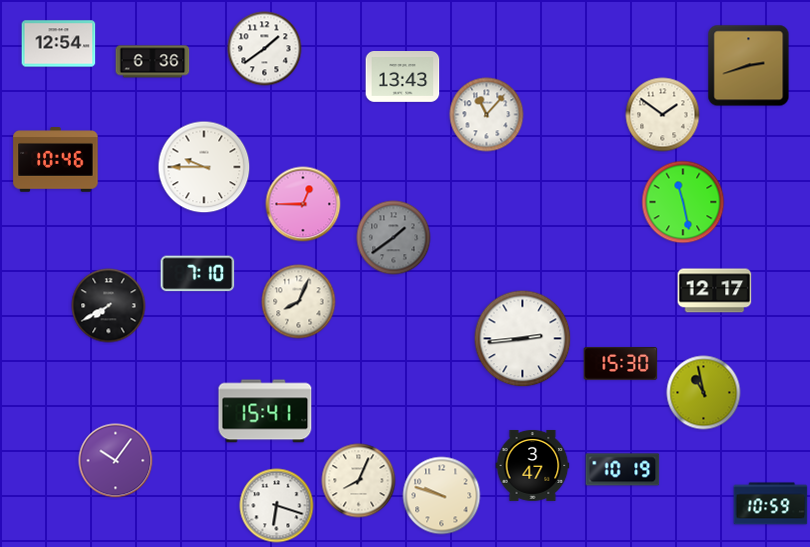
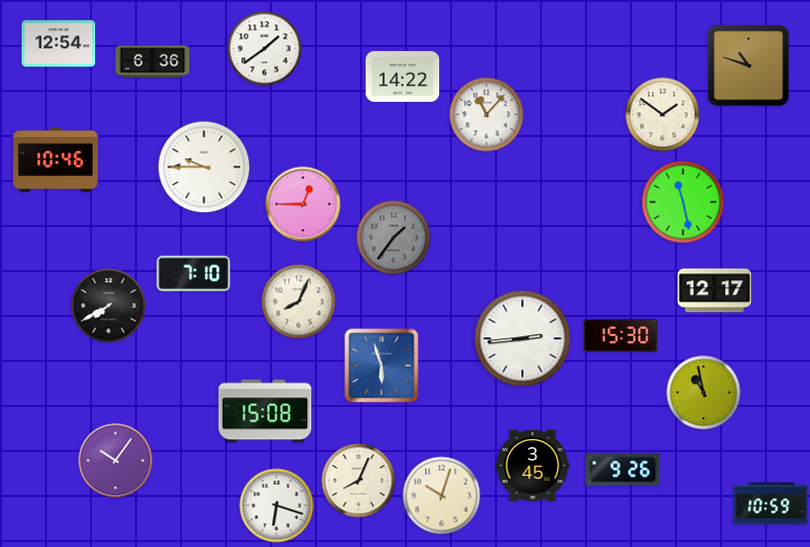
clock at (749, 66): 2:42 -> 10:48
clock at (403, 77): 13:43 -> 14:22
clock at (394, 238): 1:39 -> 1:36
clock at (198, 274) position: (198, 274) -> (194, 274)
clock at (621, 364) position: (621, 364) -> (621, 336)
clock at (382, 366): none -> 5:57
clock at (265, 411): 15:41 -> 15:08
clock at (533, 465): 3:47 -> 3:45
clock at (623, 470): 10:19 -> 9:26
clock at (442, 496): 9:48 -> 10:03
